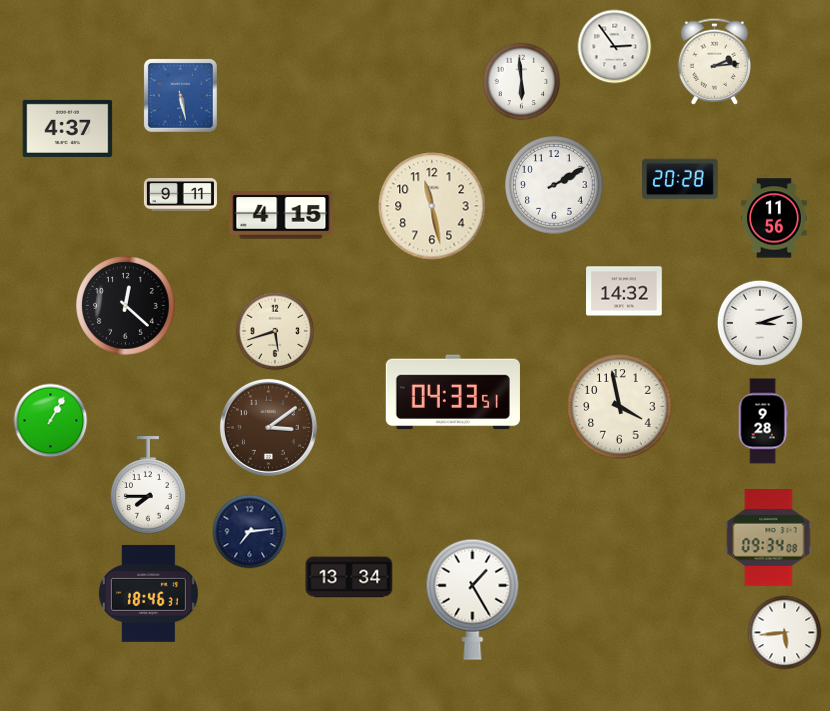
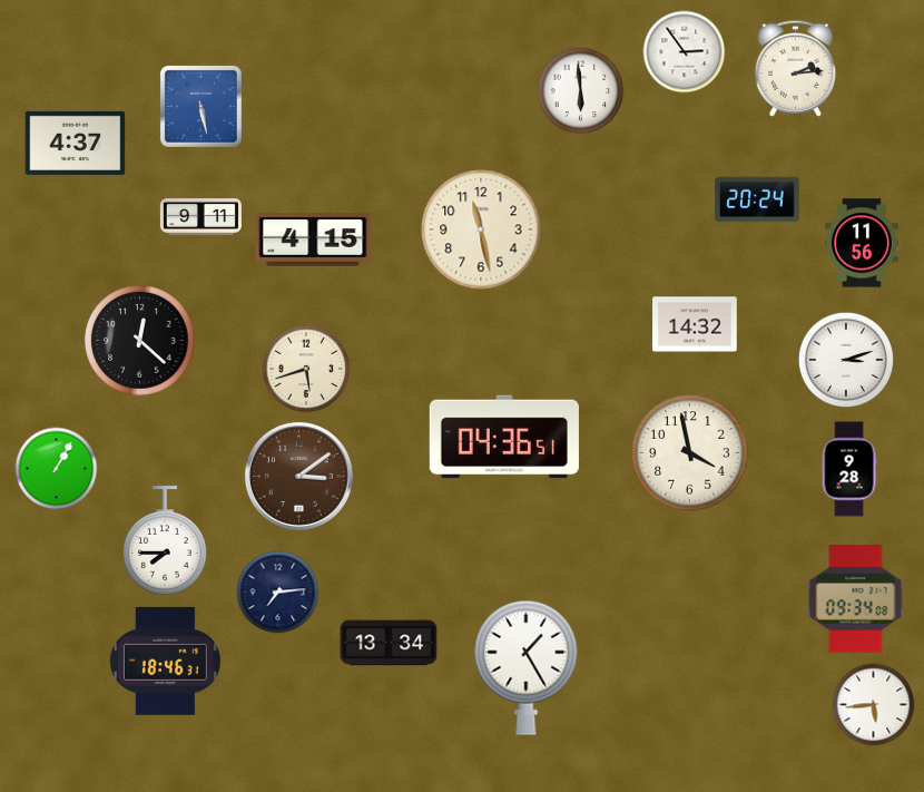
clock at (680, 179): 20:28 -> 20:24
clock at (554, 185): 2:10 -> none
clock at (453, 392): 04:33 -> 04:36
